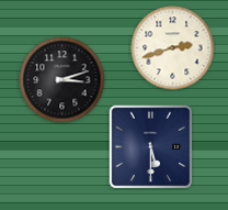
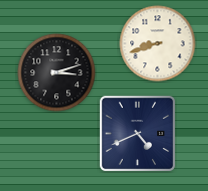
clock at (173, 48): 2:42 -> 8:42
clock at (150, 146): 5:30 -> 4:41
